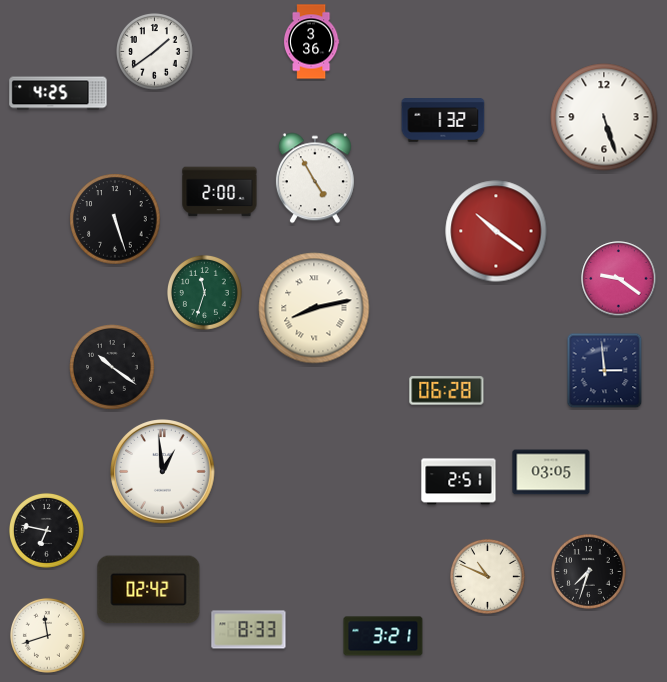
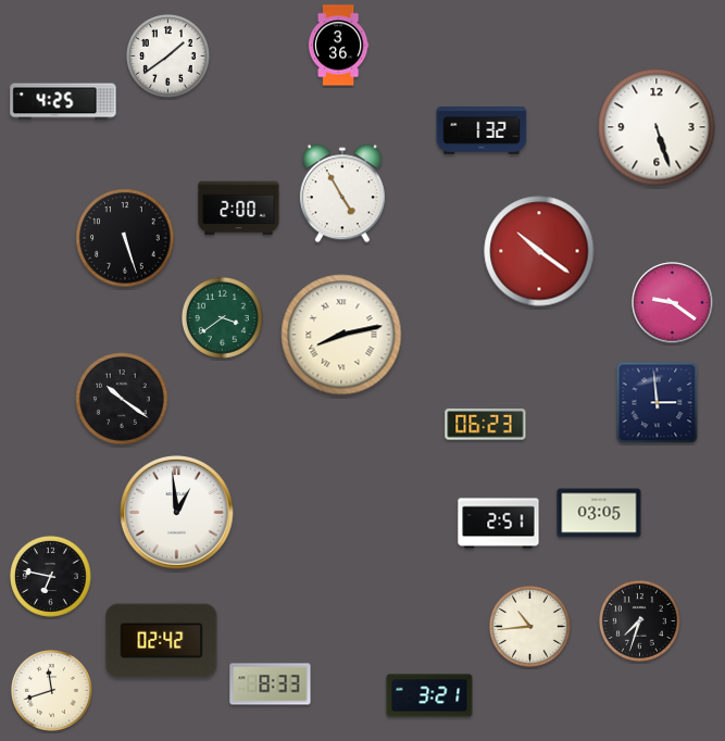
clock at (204, 292): 11:33 -> 3:39
clock at (447, 391): 06:28 -> 06:23
clock at (487, 576): 10:49 -> 10:44
clock at (383, 636) position: (383, 636) -> (429, 695)
